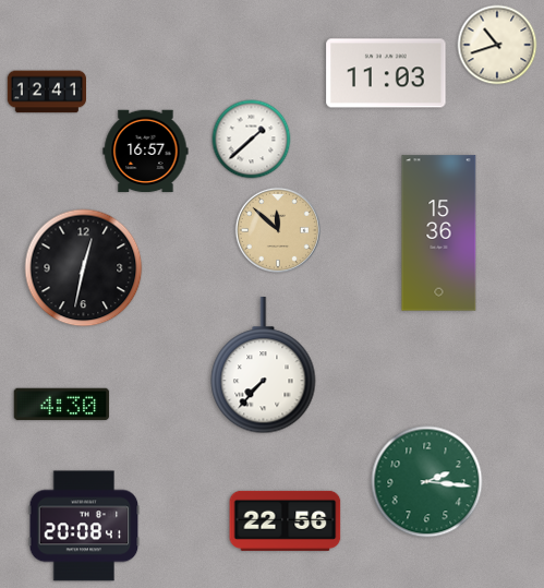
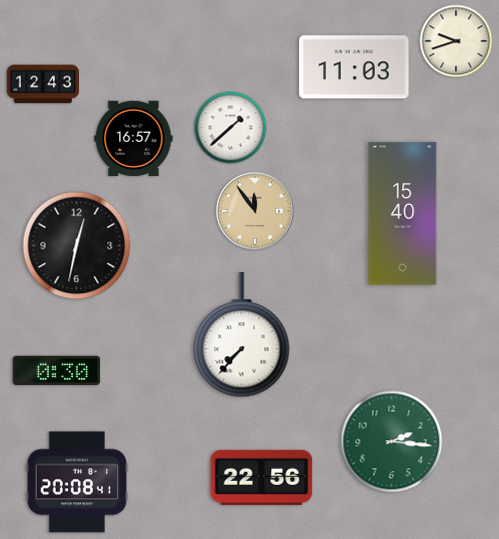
clock at (497, 45): 10:42 -> 9:42
clock at (46, 92): 12:41 -> 12:43
clock at (278, 230): 11:52 -> 11:54
clock at (439, 233): 15:36 -> 15:40
clock at (62, 405): 4:30 -> 0:30
